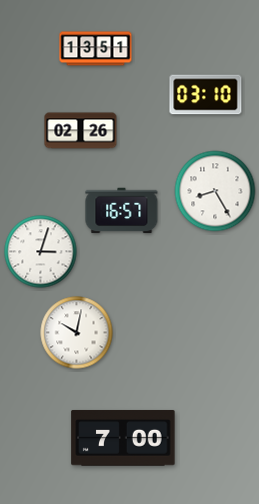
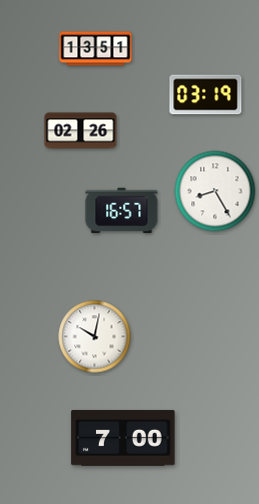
clock at (206, 95): 03:10 -> 03:19
clock at (41, 252): 3:03 -> none
clock at (77, 333) position: (77, 333) -> (95, 337)
